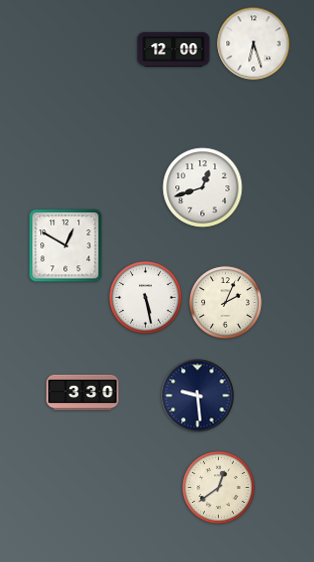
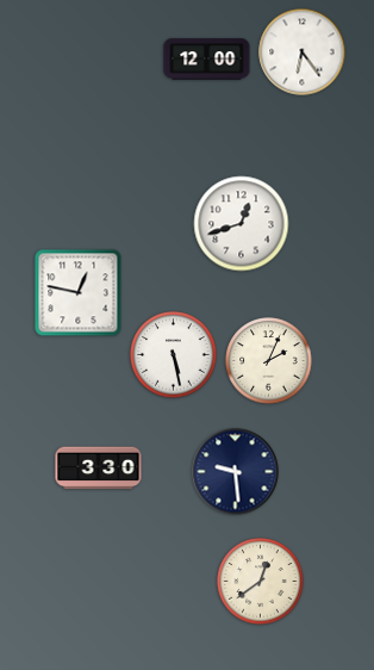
clock at (254, 44): 6:27 -> 6:24
clock at (66, 246): 12:50 -> 12:47
